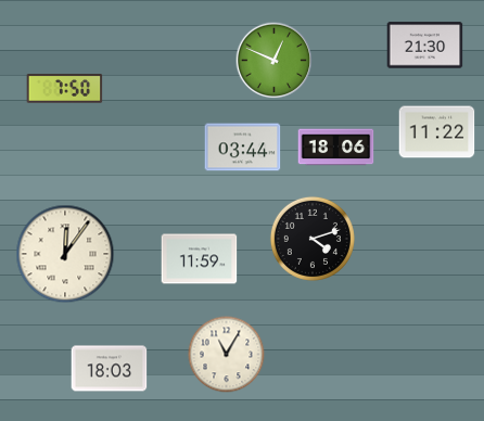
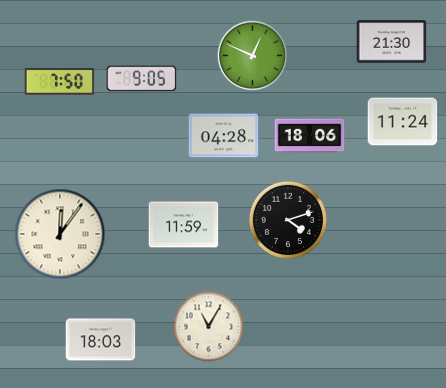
clock at (142, 79): none -> 9:05
clock at (437, 132): 11:22 -> 11:24
clock at (243, 148): 03:44 -> 04:28
clock at (200, 259) position: (200, 259) -> (184, 225)
